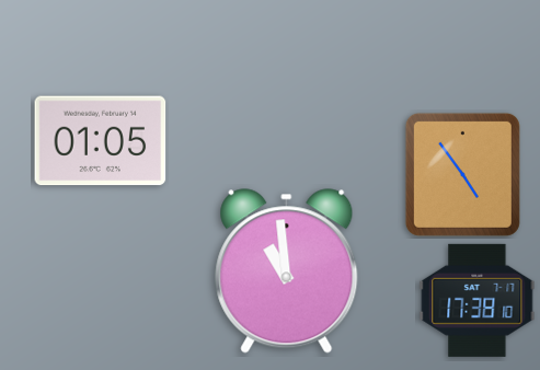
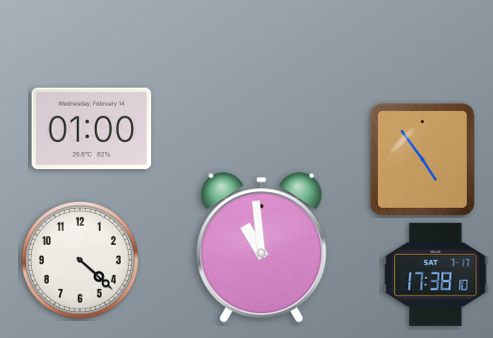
clock at (101, 141): 01:05 -> 01:00
clock at (80, 260): none -> 4:22
